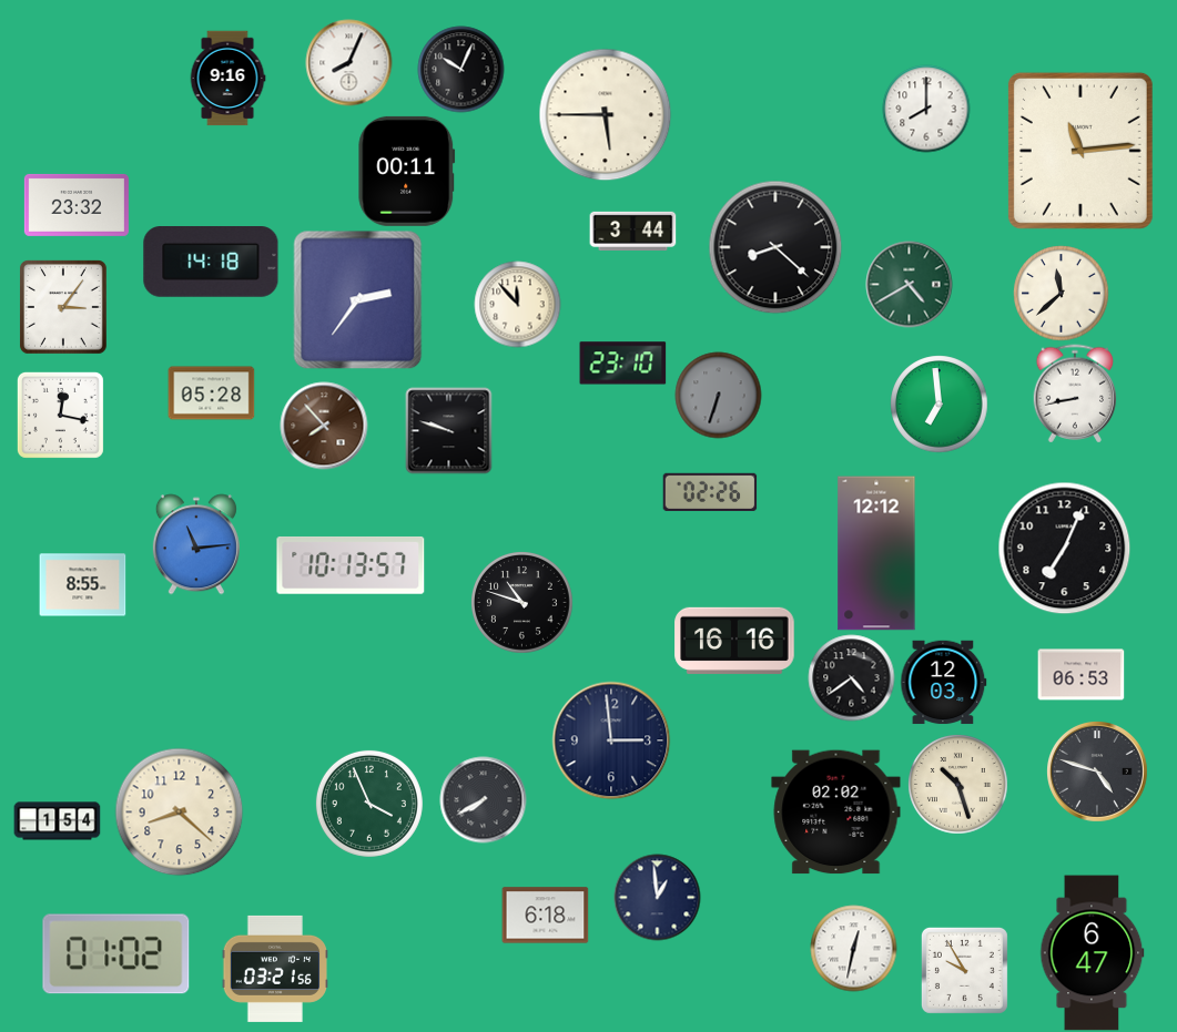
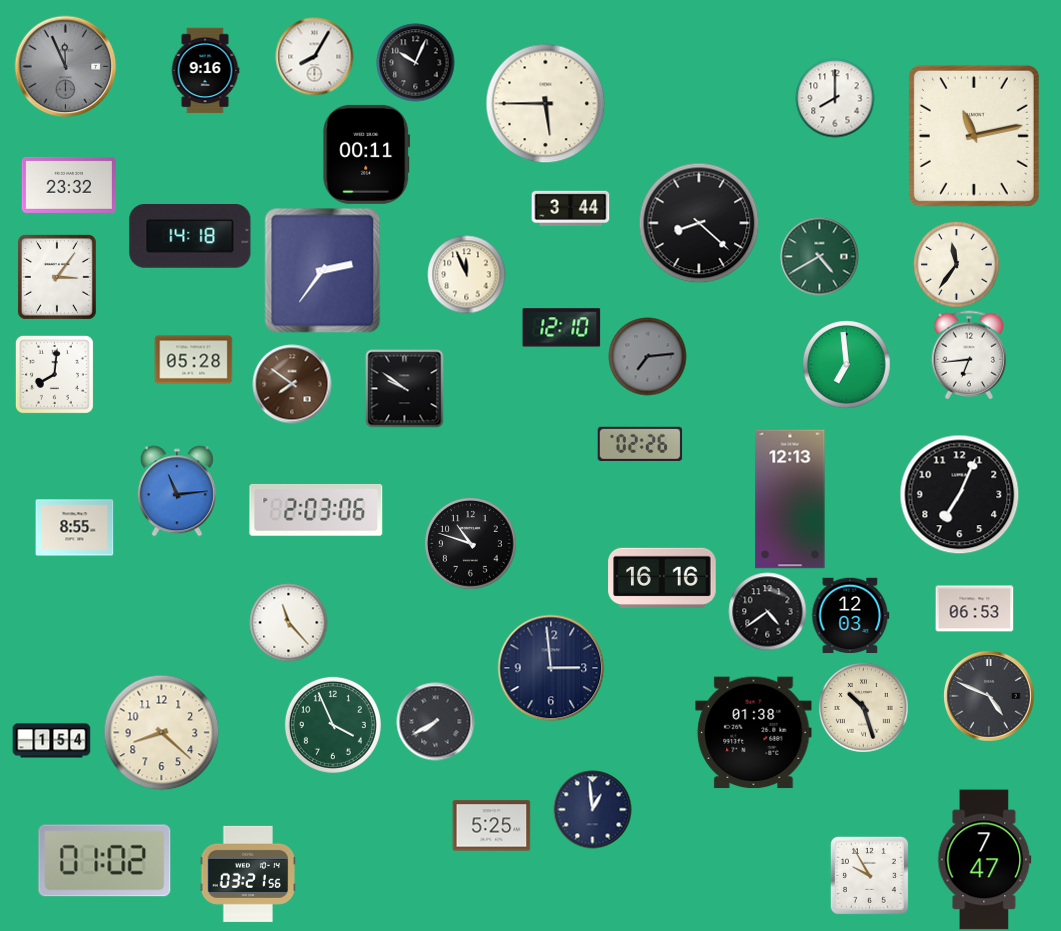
clock at (348, 62): 8:04 -> 8:05
clock at (65, 66): none -> 11:56
clock at (1080, 151): 11:14 -> 11:13
clock at (1061, 293): 11:38 -> 11:36
clock at (517, 304): 11:53 -> 11:56
clock at (622, 364): 23:10 -> 12:10
clock at (211, 394) position: (211, 394) -> (193, 360)
clock at (1075, 394): 8:43 -> 6:44
clock at (718, 395): 6:33 -> 7:14
clock at (60, 415): 12:17 -> 8:01
clock at (324, 426): 7:53 -> 7:51
clock at (448, 430): 9:48 -> 9:51
clock at (876, 553): 12:12 -> 12:13
clock at (351, 565): 10:13 -> 2:03
clock at (288, 622): none -> 11:23
clock at (1097, 772): 4:48 -> 4:49
clock at (836, 813): 02:02 -> 01:38
clock at (545, 916): 6:18 -> 5:25
clock at (853, 948): 12:32 -> none
clock at (1093, 953): 6:47 -> 7:47
